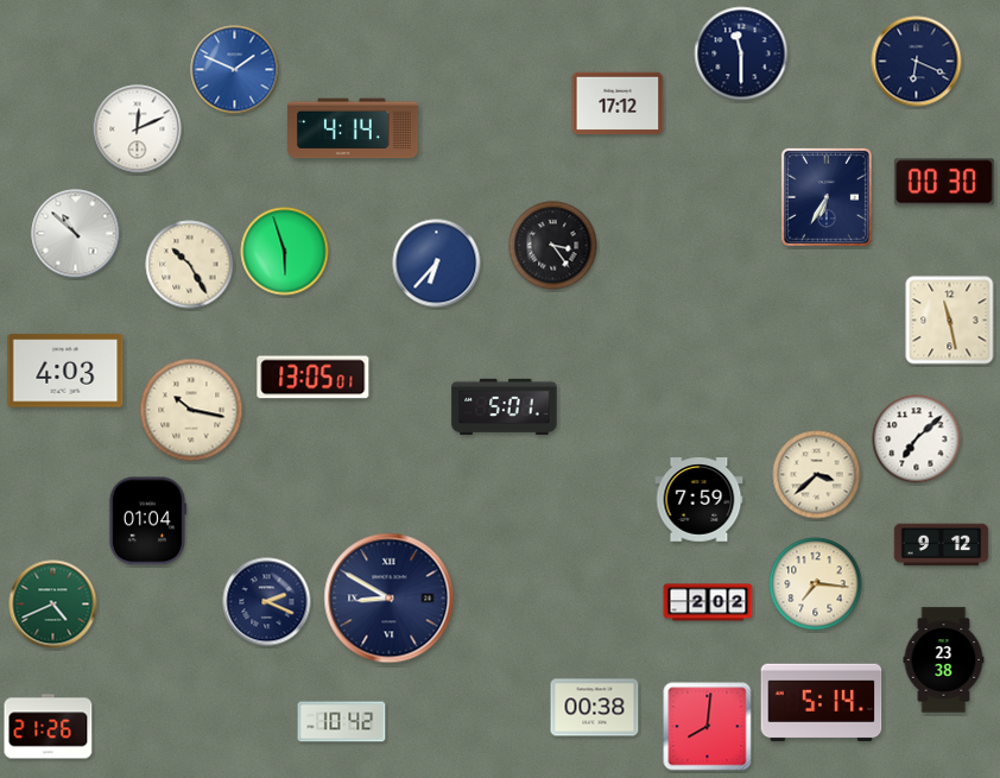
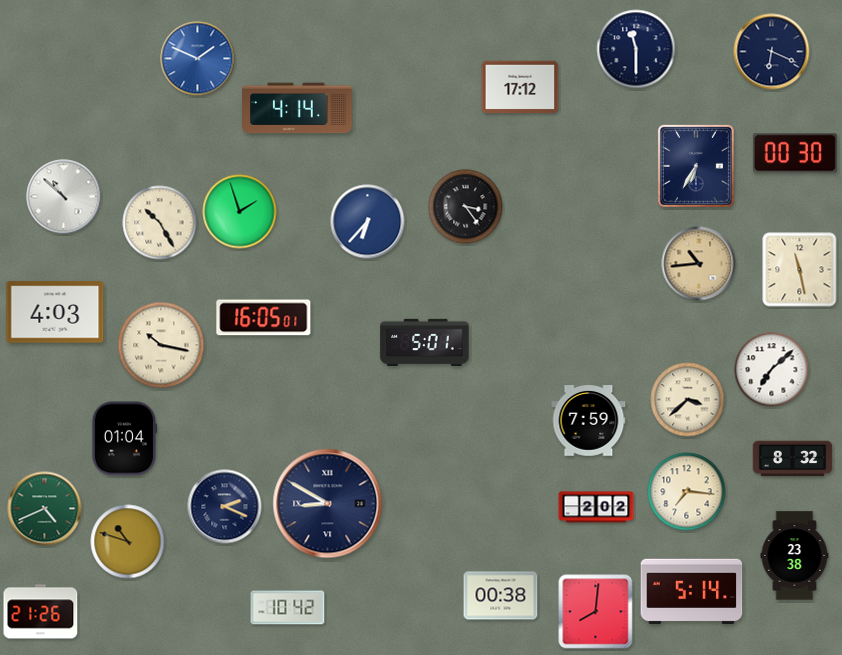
clock at (741, 53) position: (741, 53) -> (636, 49)
clock at (138, 129): 12:11 -> none
clock at (285, 252): 5:57 -> 1:57
clock at (699, 264): none -> 10:44
clock at (314, 378): 13:05 -> 16:05
clock at (942, 545): 9:12 -> 8:32
clock at (128, 542): none -> 10:48
